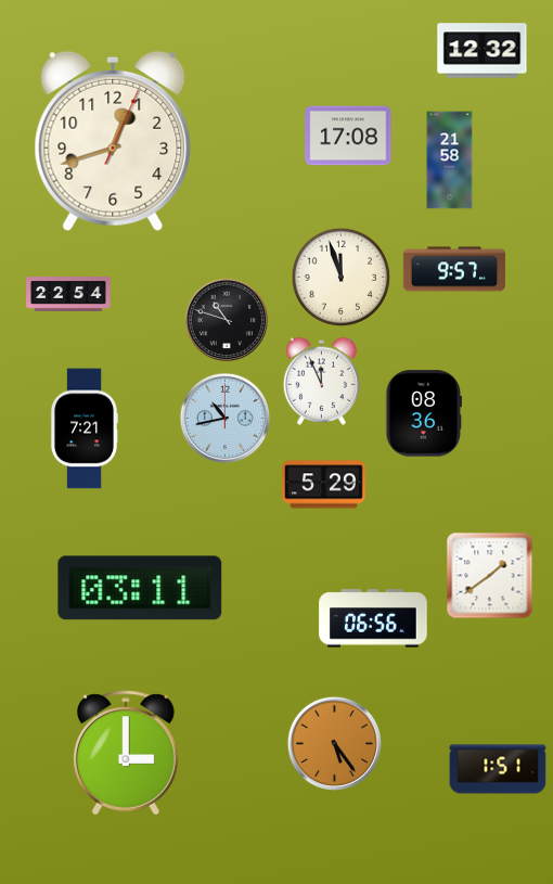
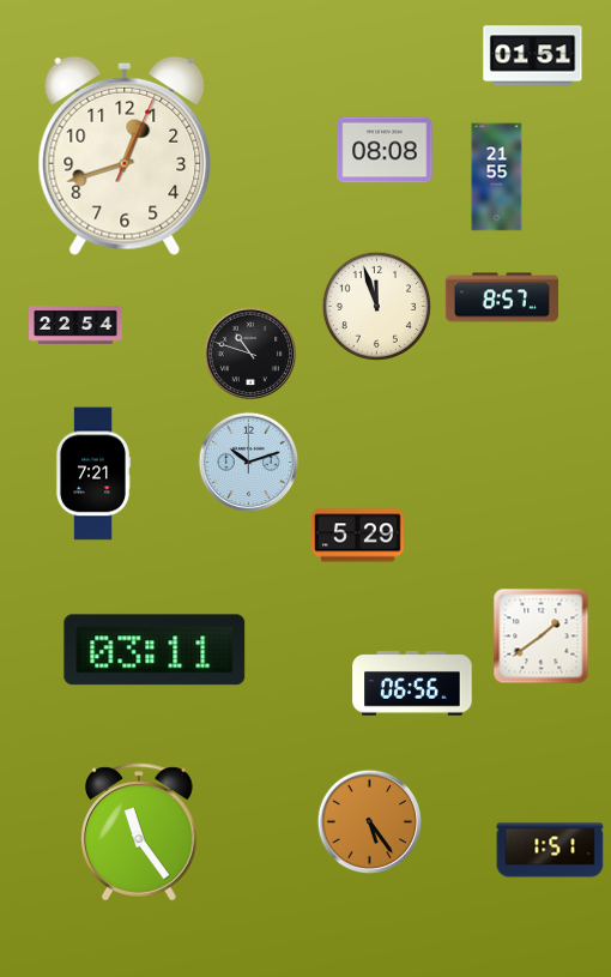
clock at (483, 51): 12:32 -> 01:51
clock at (348, 136): 17:08 -> 08:08
clock at (450, 161): 21:58 -> 21:55
clock at (454, 269): 9:57 -> 8:57
clock at (321, 381): 11:56 -> none
clock at (423, 413): 08:36 -> none
clock at (226, 419): 10:43 -> 10:12
clock at (126, 753): 3:00 -> 11:24
